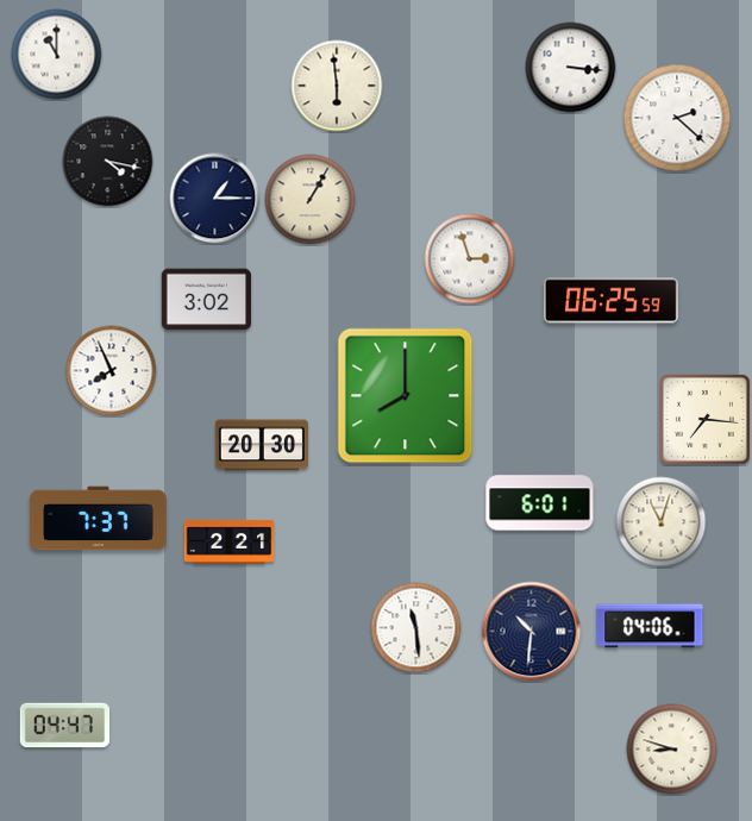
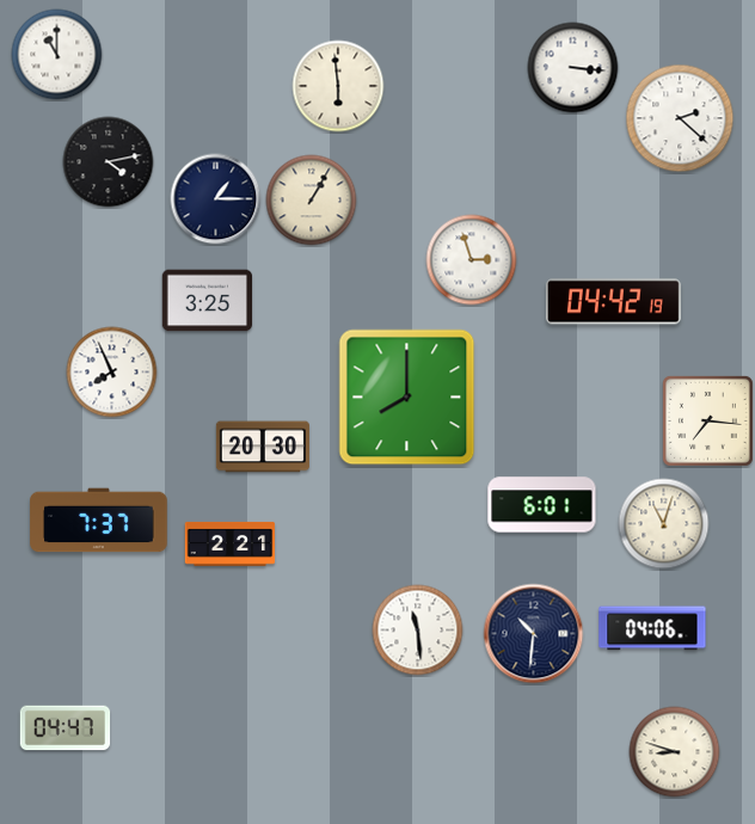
clock at (108, 162): 4:17 -> 4:13
clock at (207, 300): 3:02 -> 3:25
clock at (610, 301): 06:25 -> 04:42
